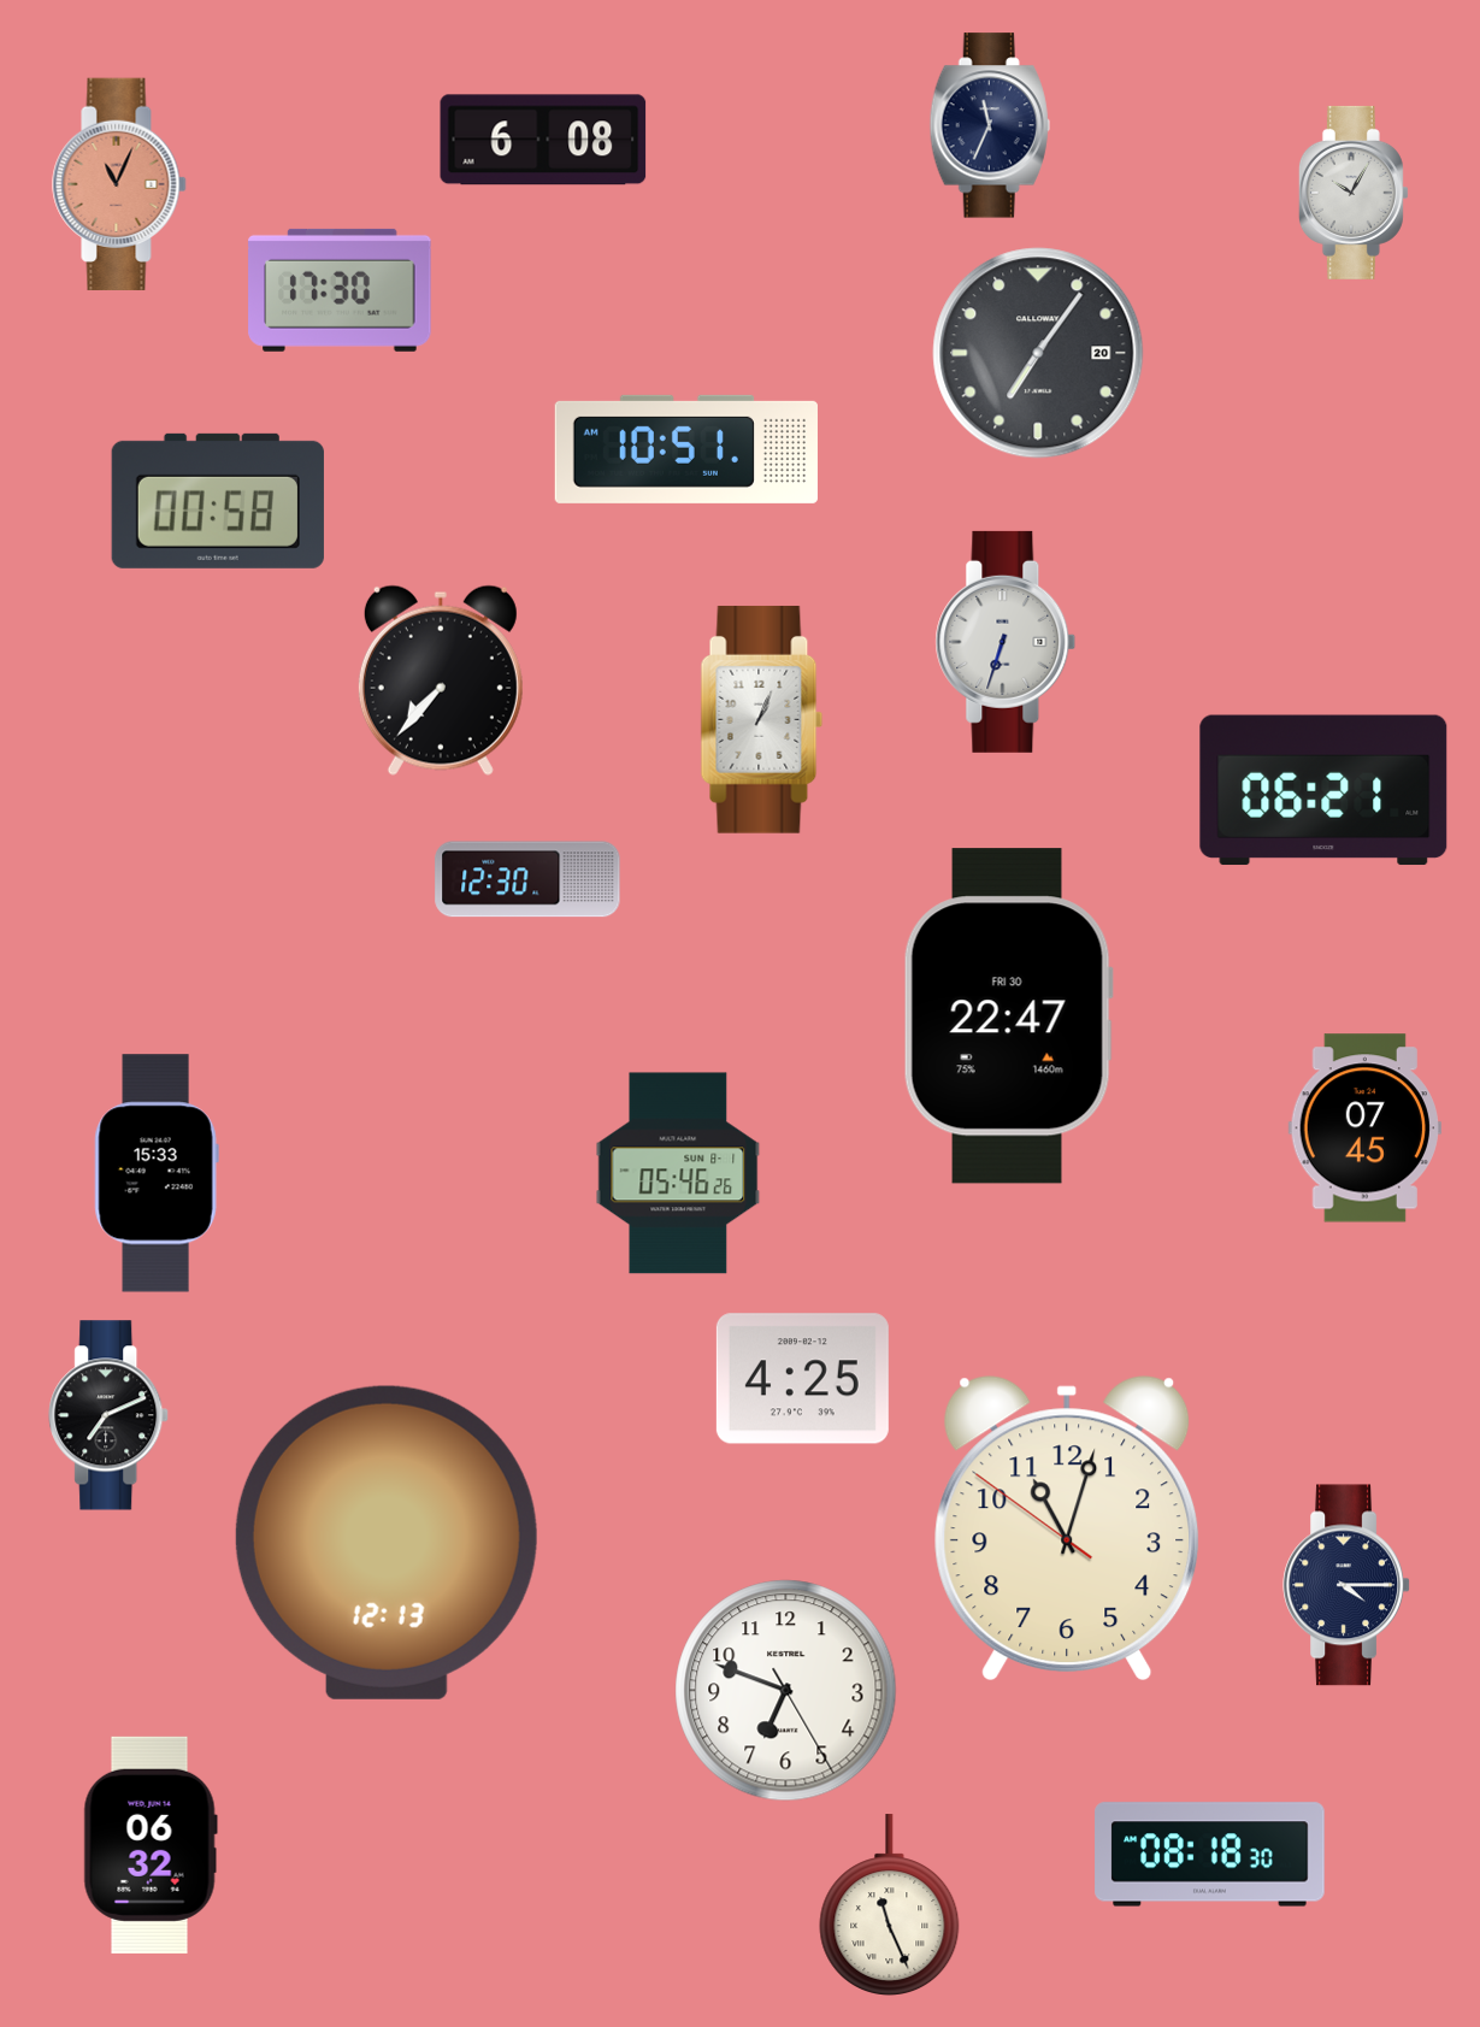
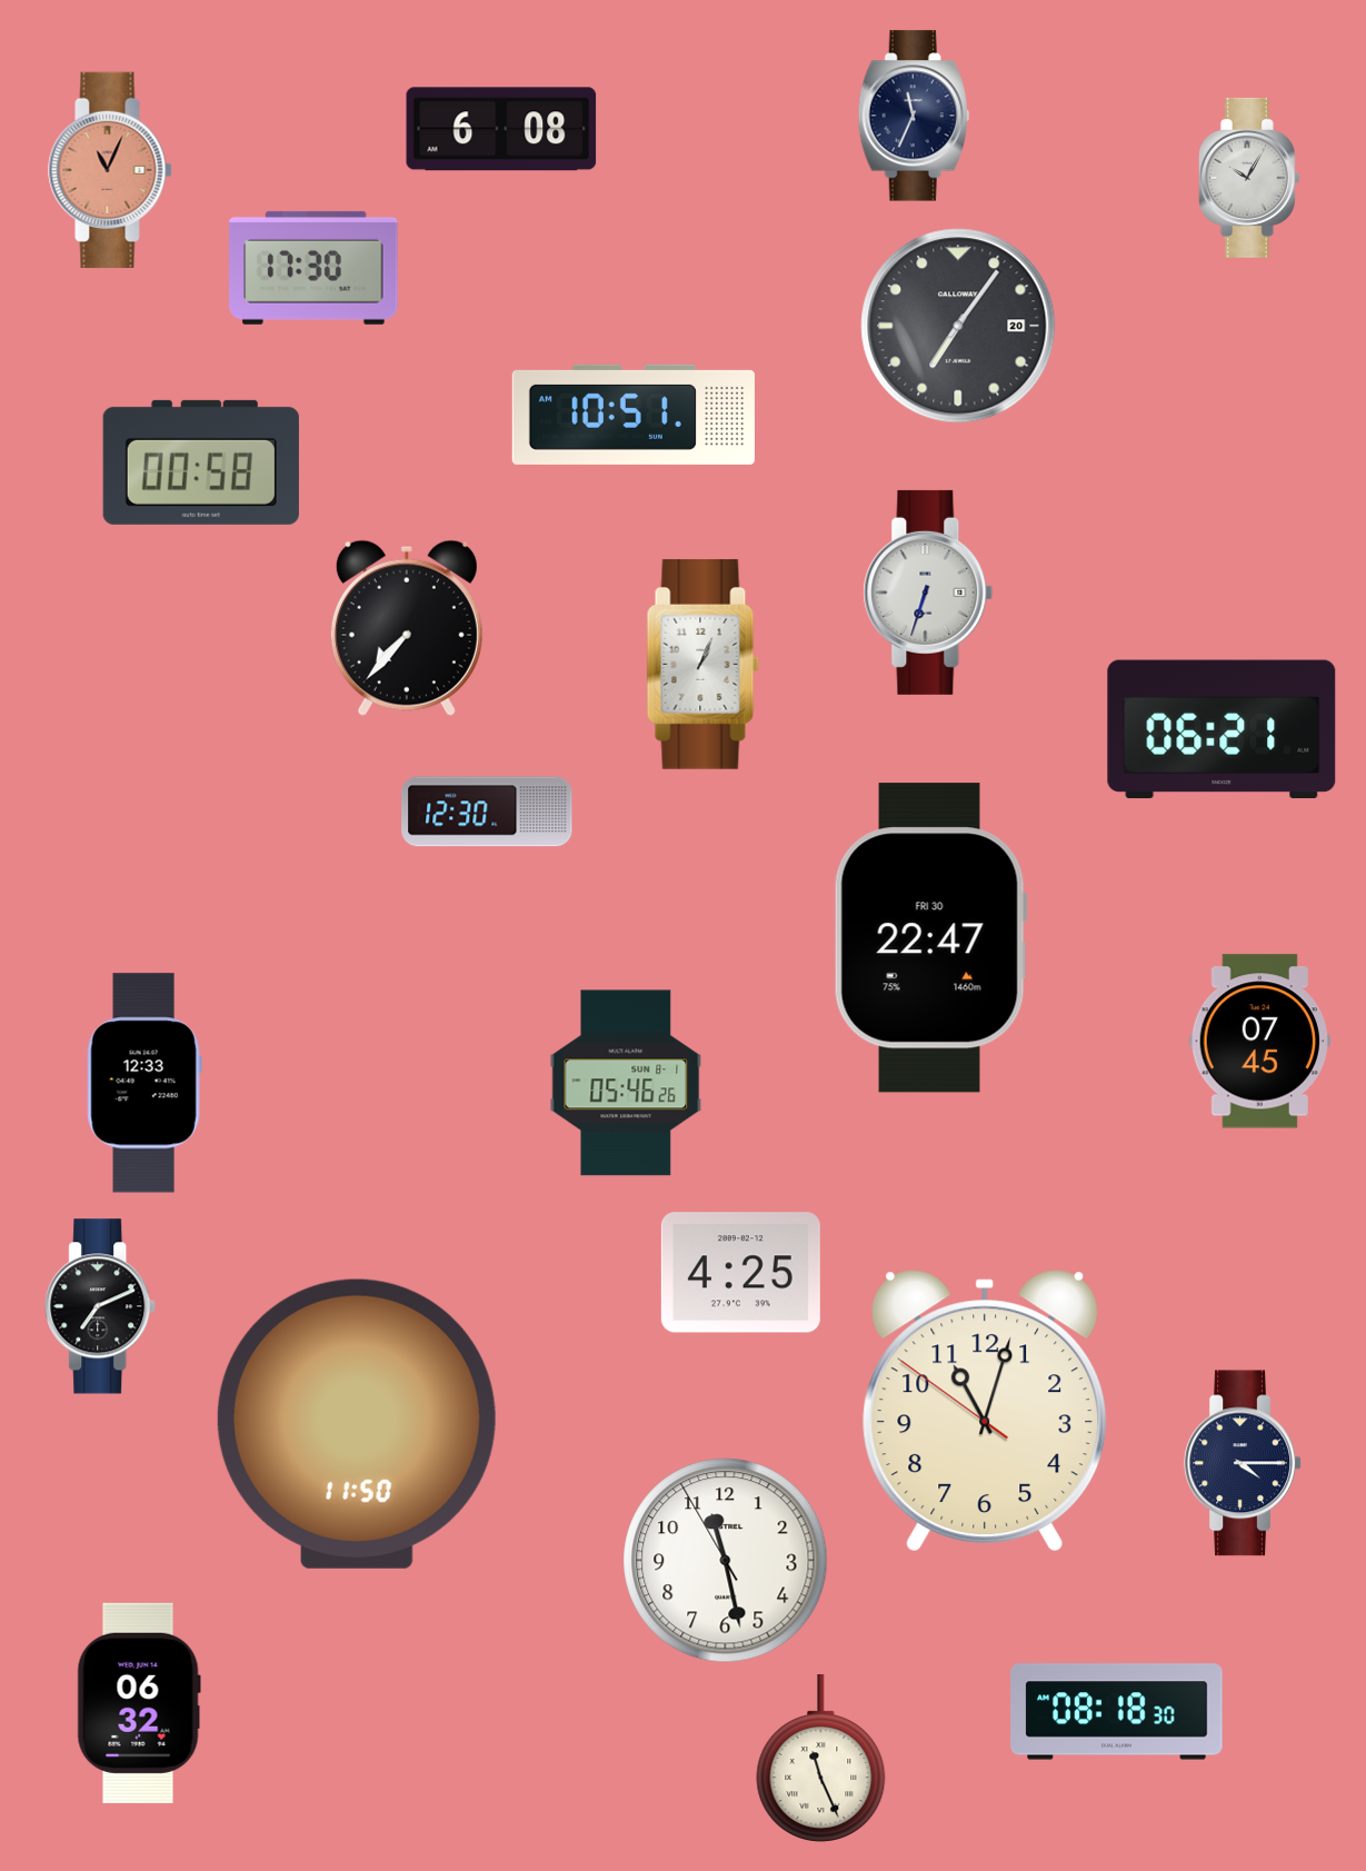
clock at (157, 1173): 15:33 -> 12:33
clock at (387, 1543): 12:13 -> 11:50
clock at (786, 1691): 6:48 -> 11:27
